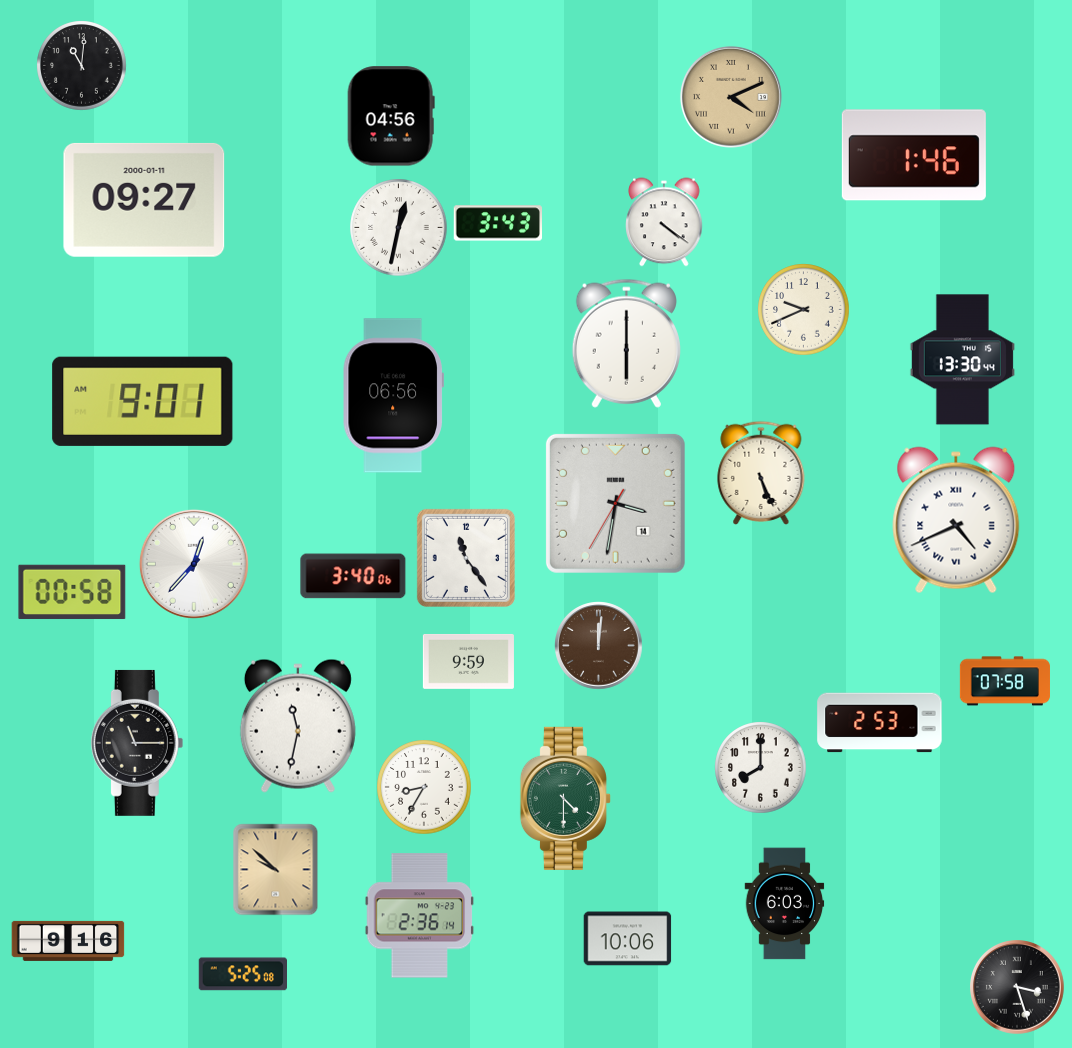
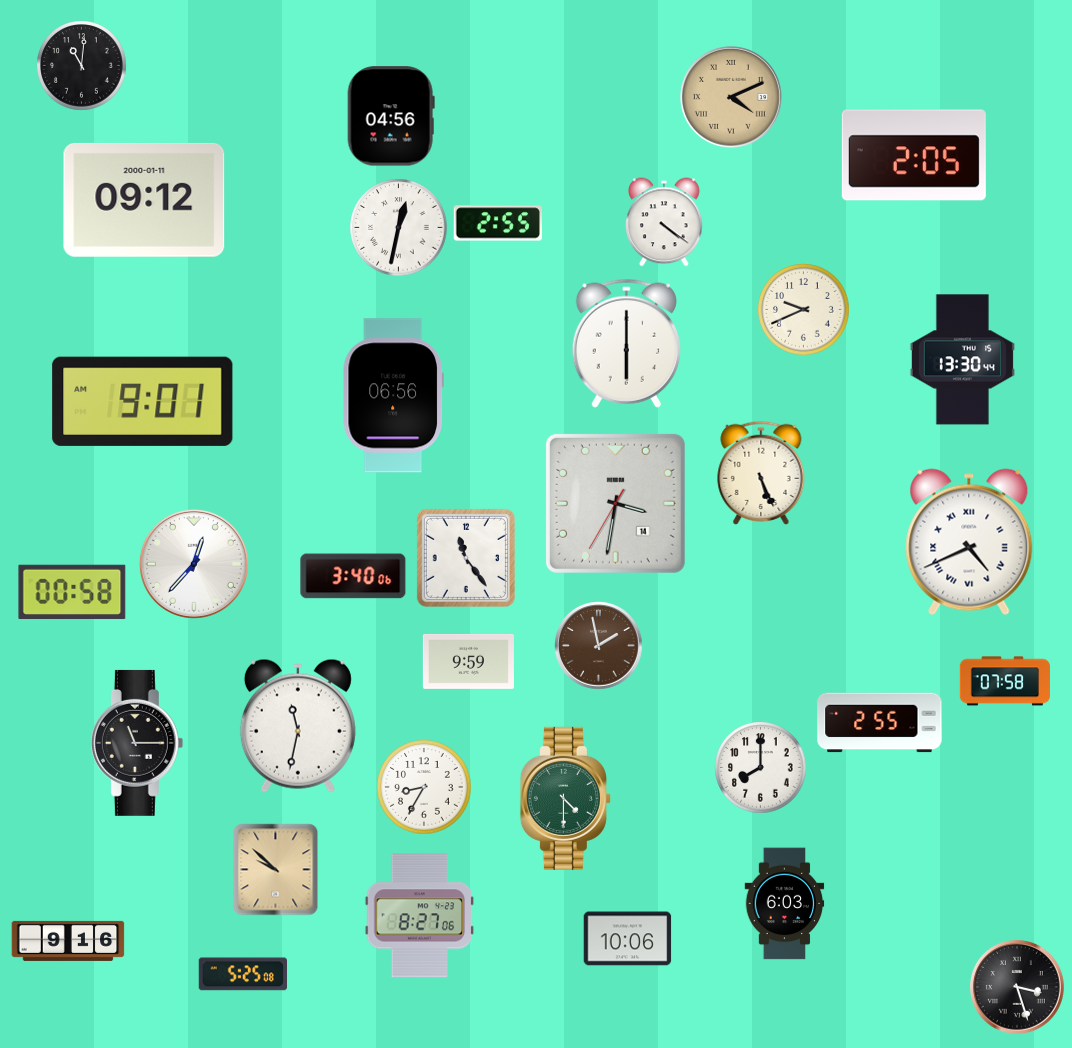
clock at (914, 155): 1:46 -> 2:05
clock at (144, 200): 09:27 -> 09:12
clock at (497, 223): 3:43 -> 2:55
clock at (956, 520) position: (956, 520) -> (969, 542)
clock at (599, 646): 12:01 -> 1:58
clock at (880, 723): 2:53 -> 2:55
clock at (420, 916): 2:36 -> 8:27
